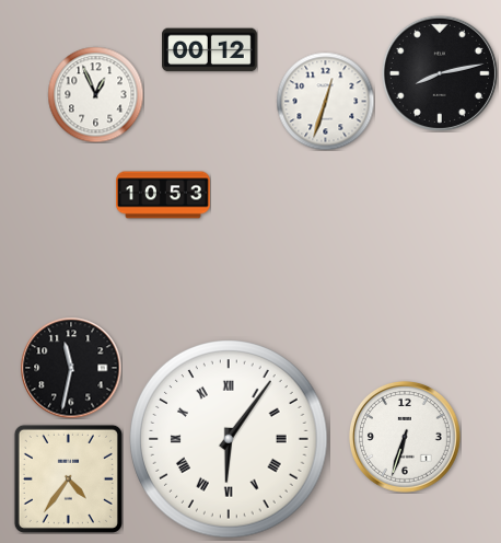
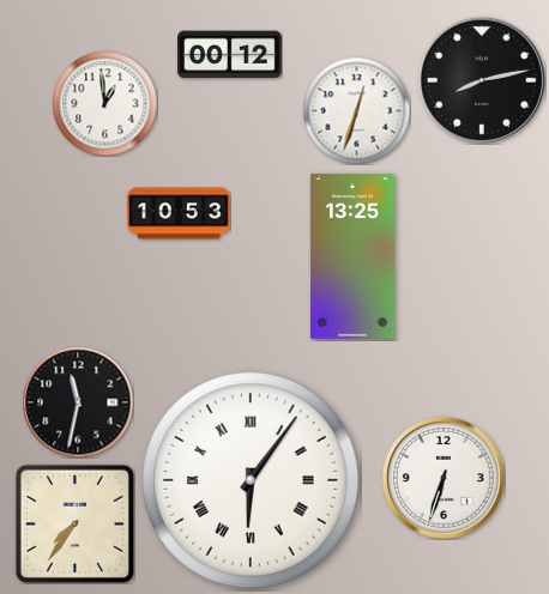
clock at (95, 94): 12:56 -> 12:59
clock at (352, 256): none -> 13:25
clock at (68, 478): 4:36 -> 7:36
